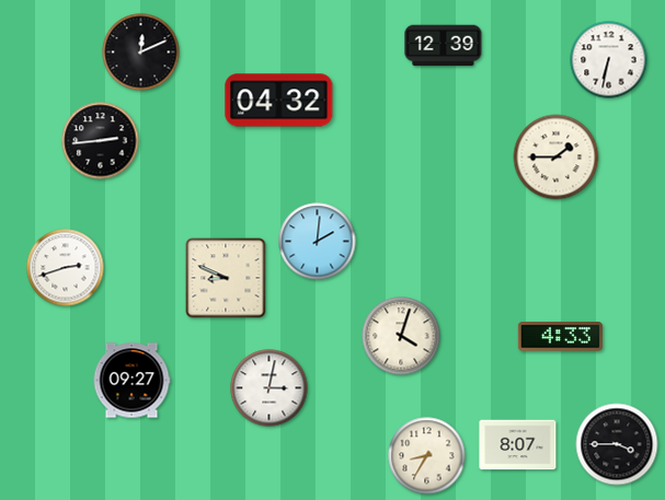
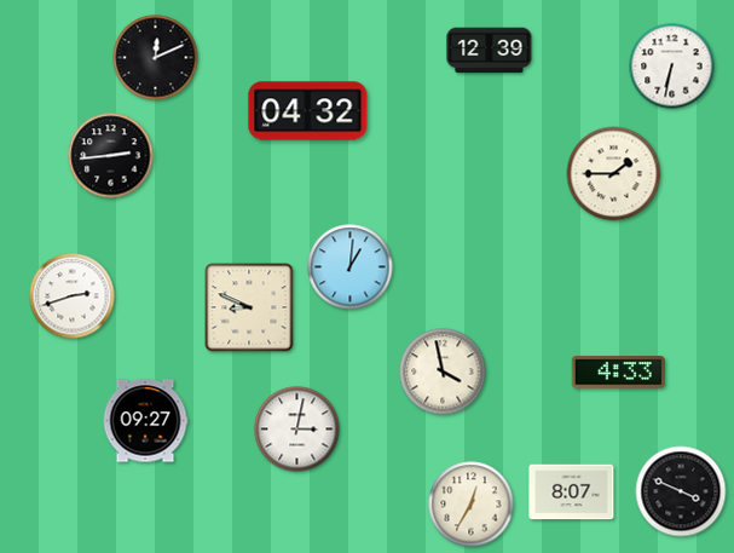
clock at (318, 242): 2:01 -> 1:01
clock at (401, 336): 4:03 -> 3:58
clock at (617, 444): 3:45 -> 3:49
clock at (427, 456): 8:35 -> 12:35
